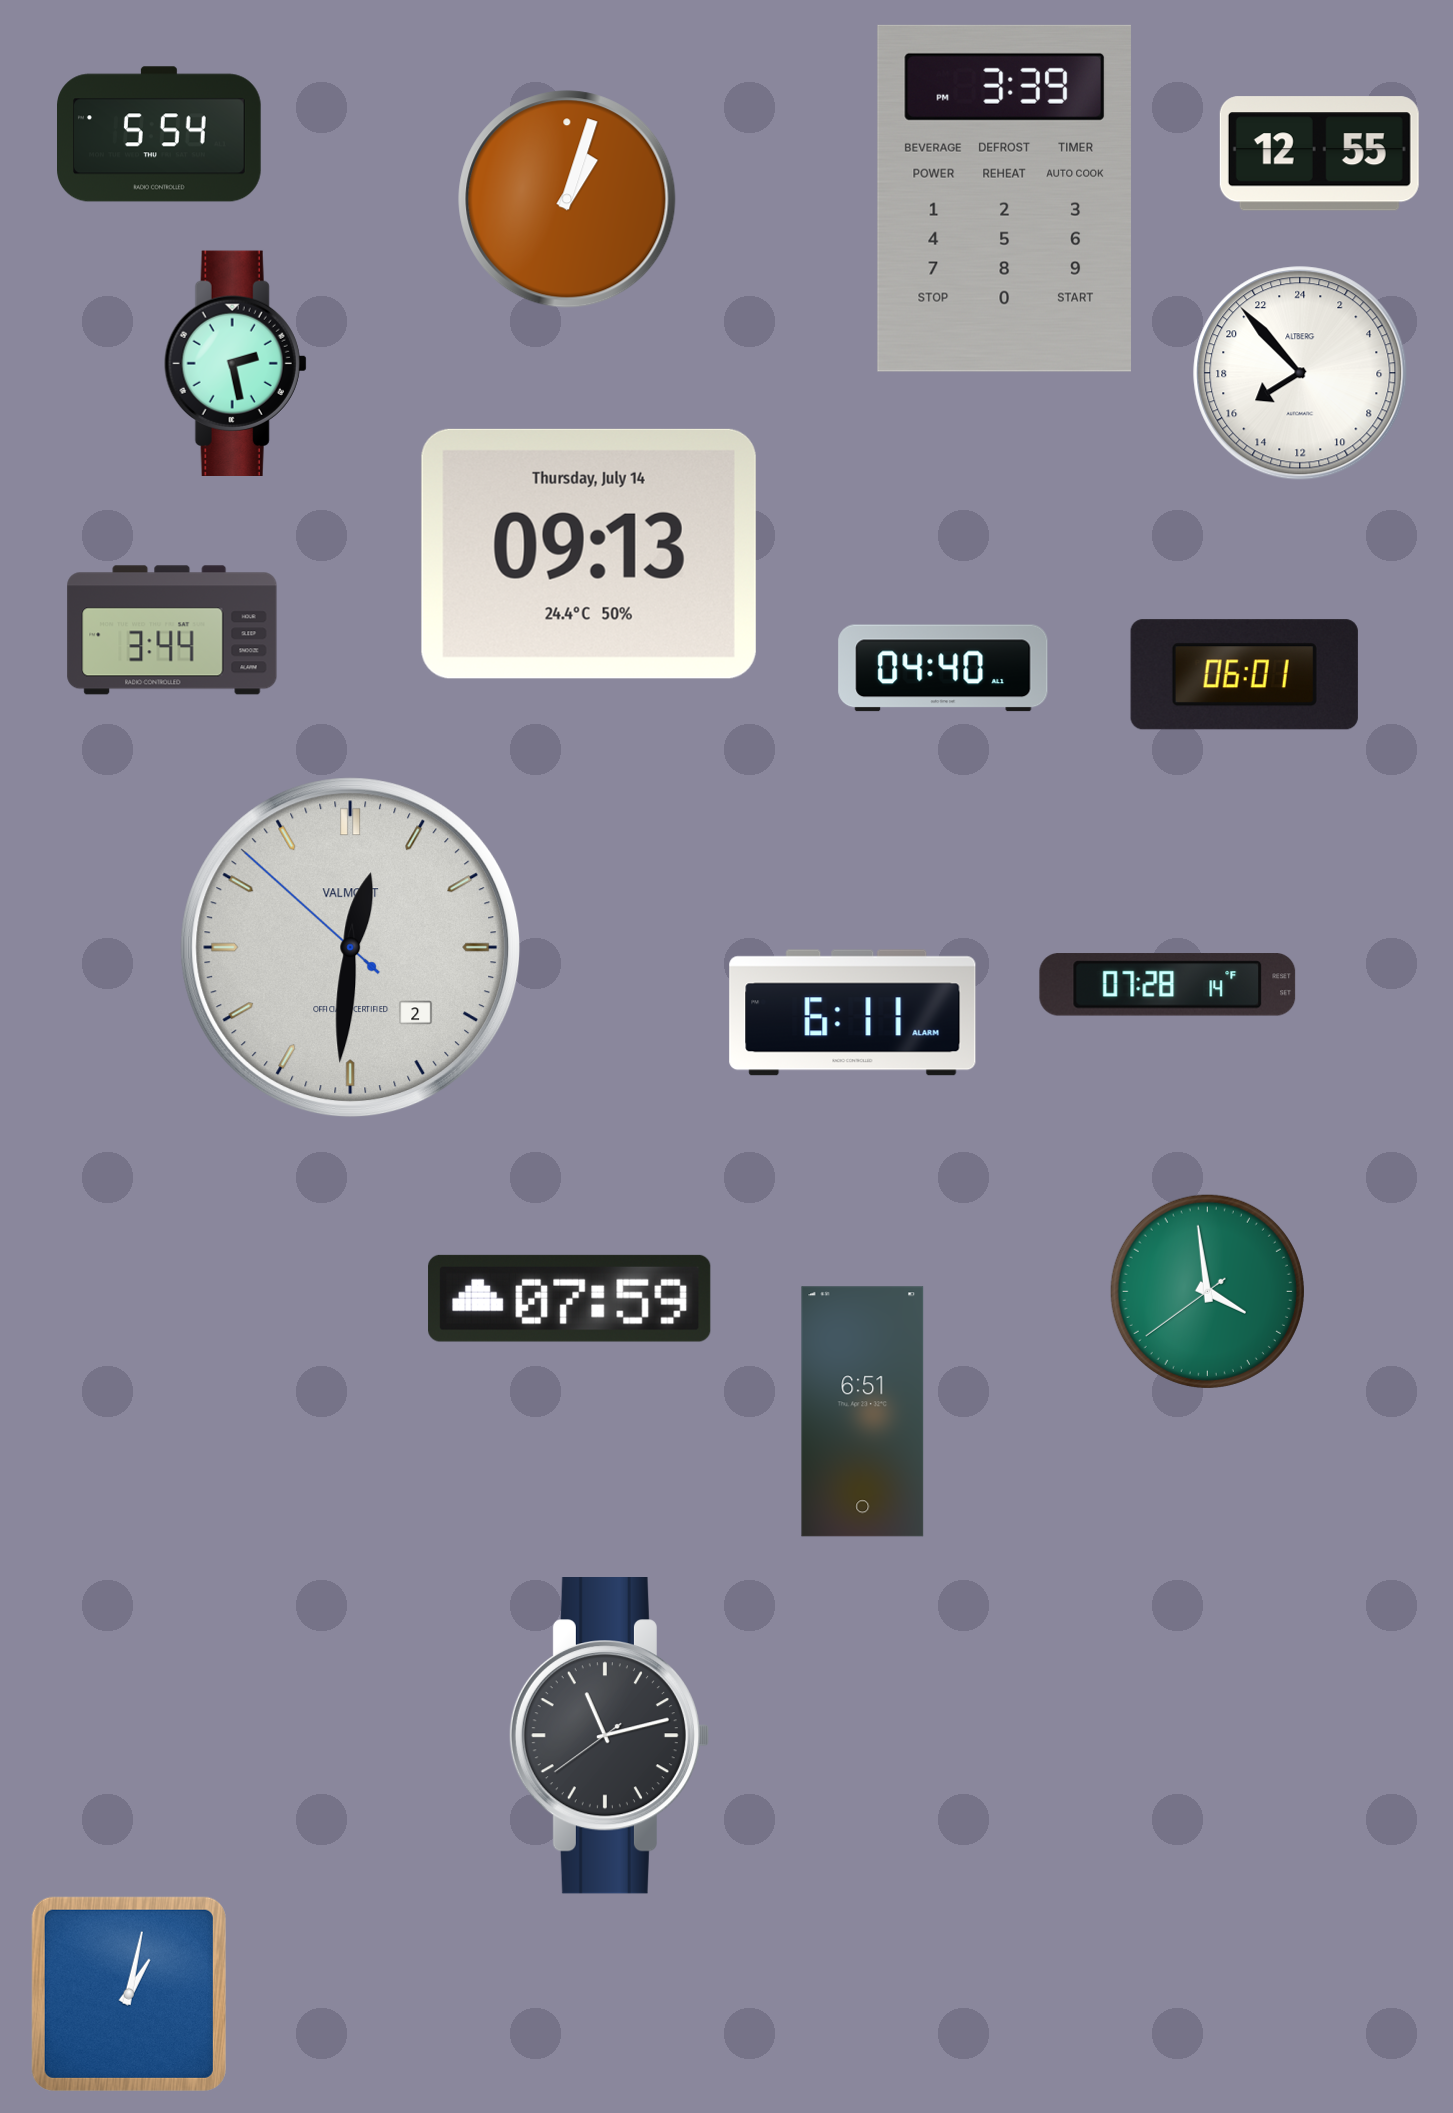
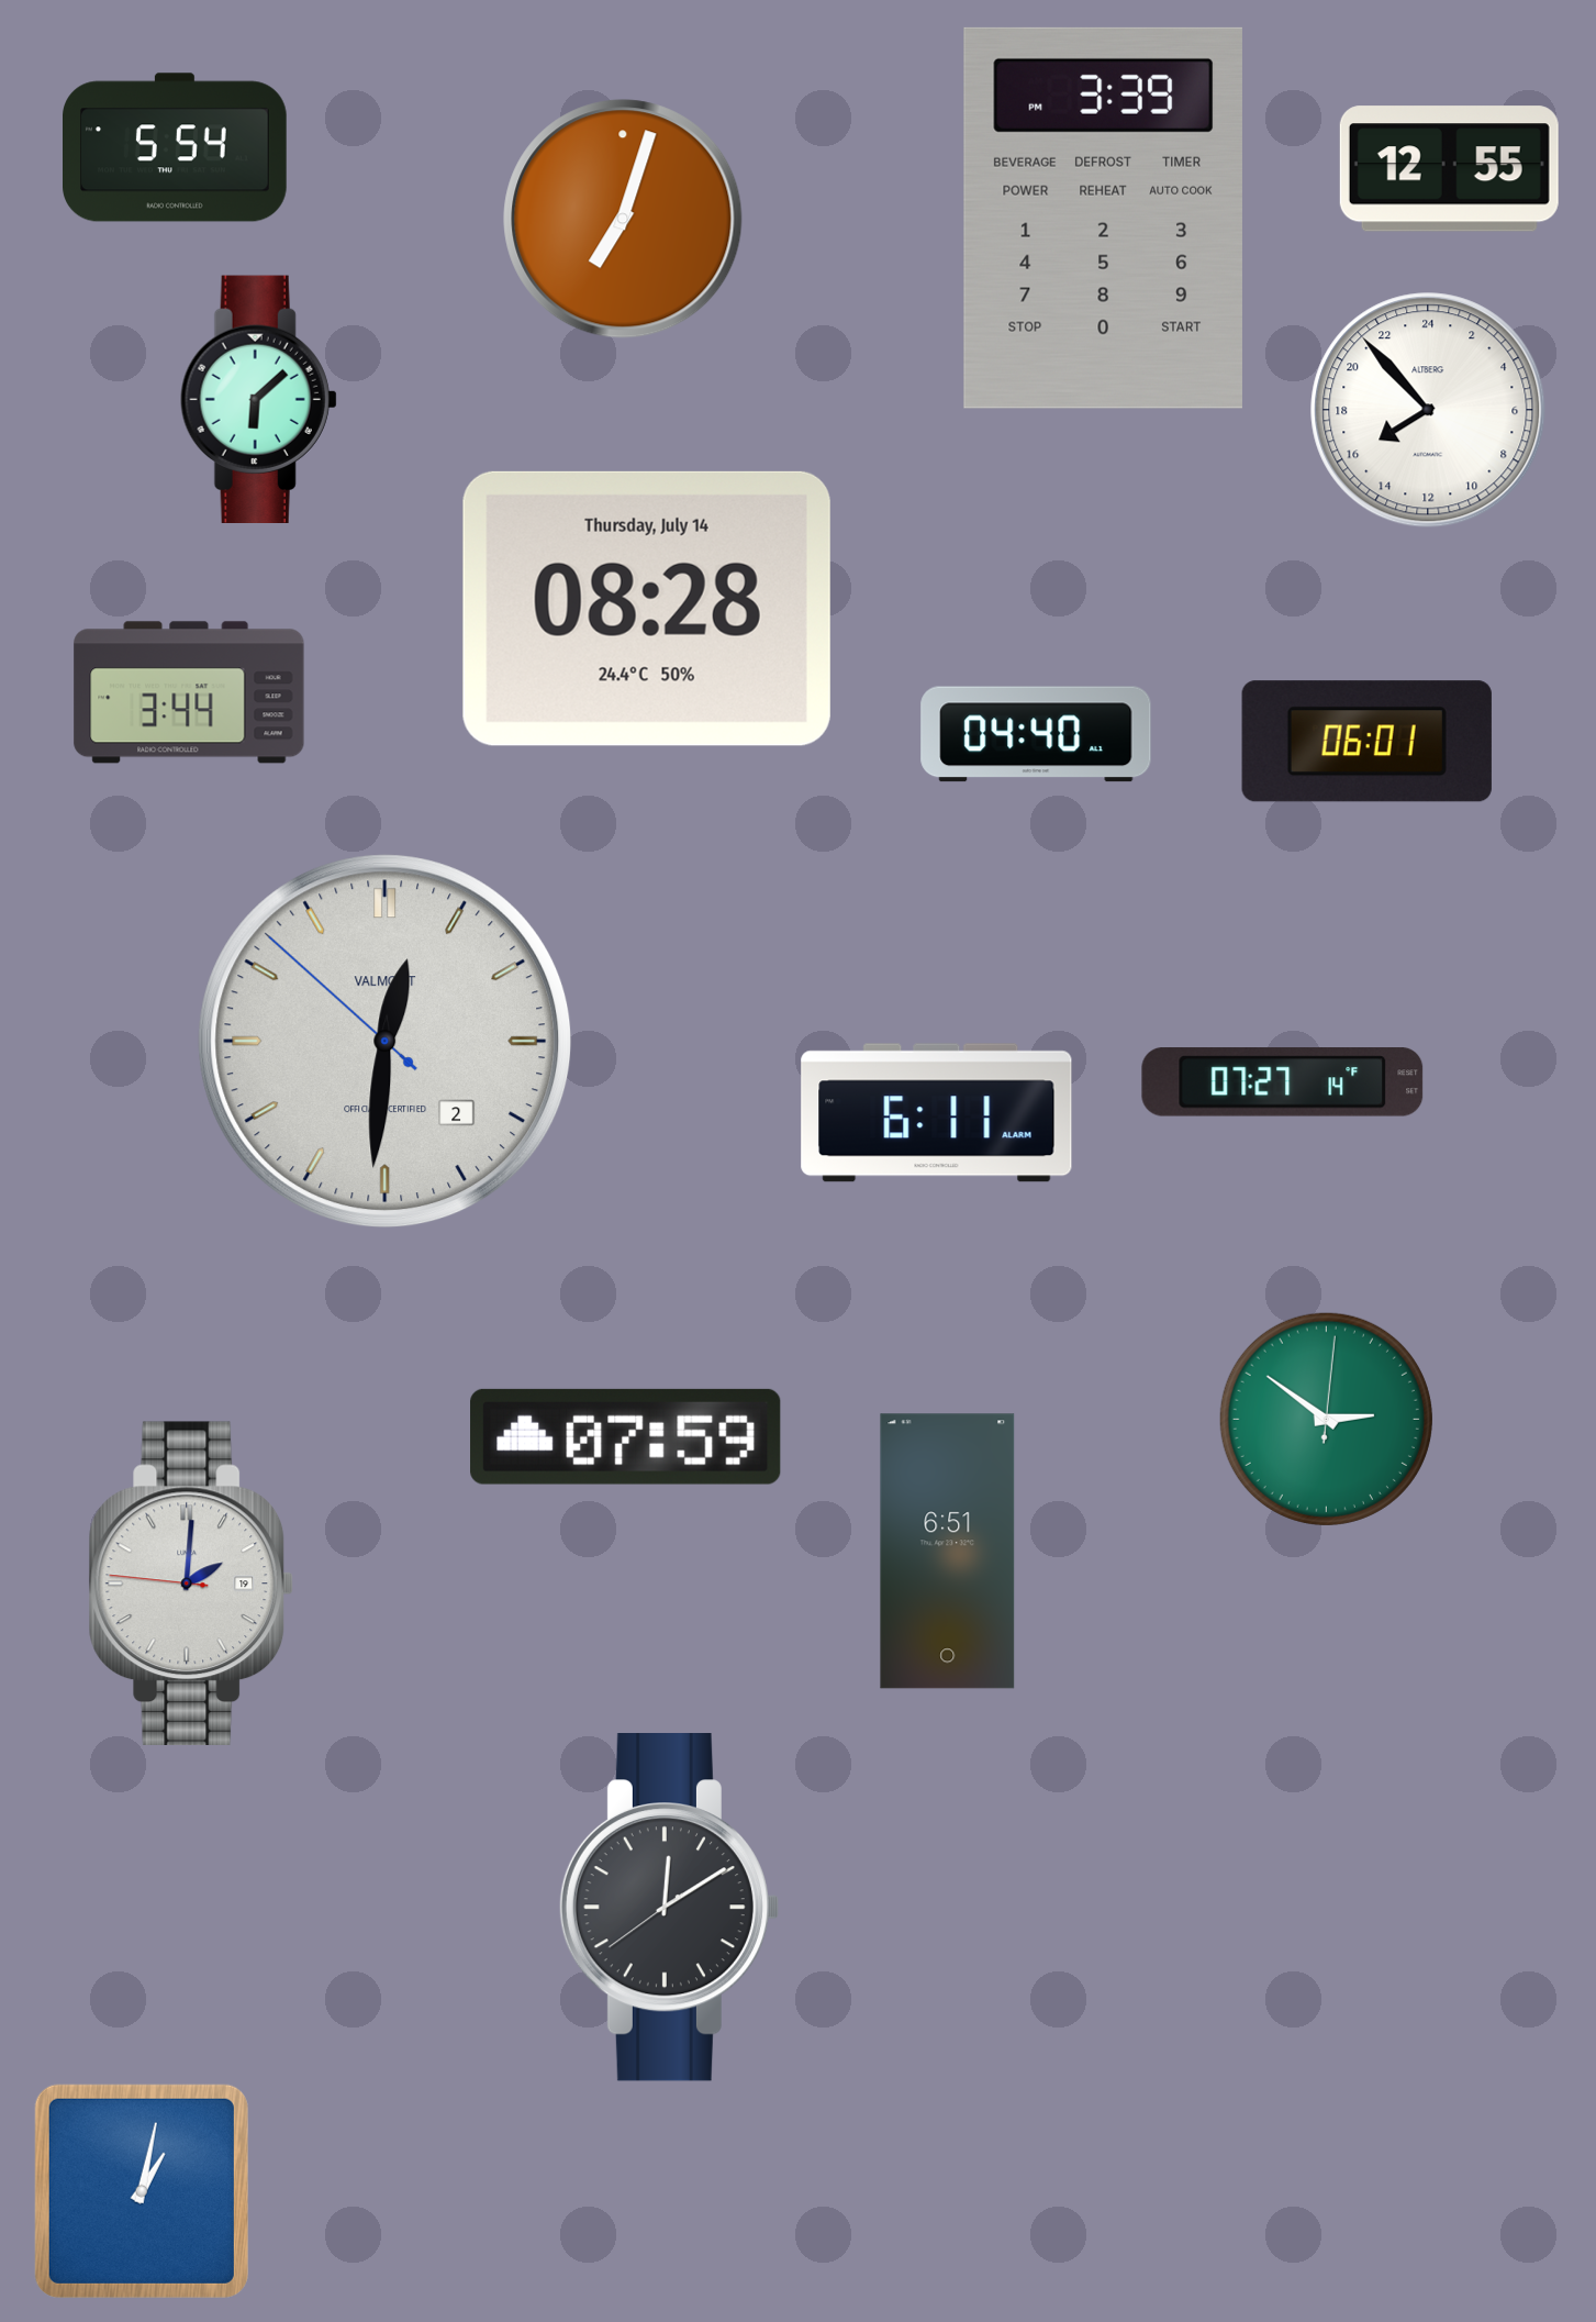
clock at (567, 199): 1:03 -> 7:03
clock at (235, 363): 2:28 -> 6:08
clock at (589, 554): 09:13 -> 08:28
clock at (1168, 985): 07:28 -> 07:27
clock at (1207, 1291): 3:58 -> 2:51
clock at (570, 1298) position: (570, 1298) -> (626, 1436)
clock at (191, 1582): none -> 2:00
clock at (609, 1736): 11:12 -> 12:09
